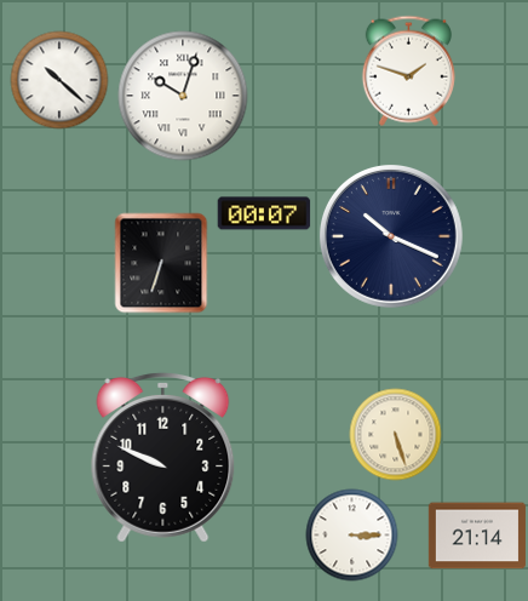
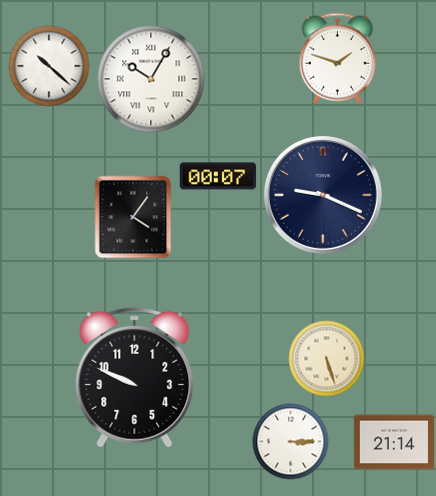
clock at (183, 96): 10:03 -> 10:05
clock at (391, 236): 10:19 -> 9:19
clock at (161, 263): 6:33 -> 4:06
